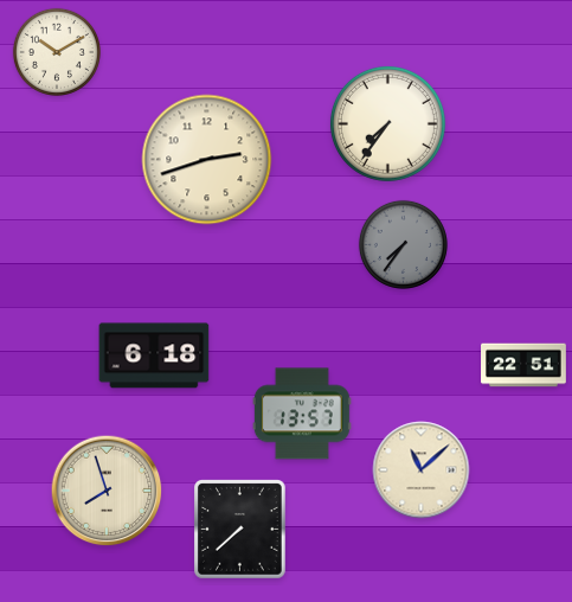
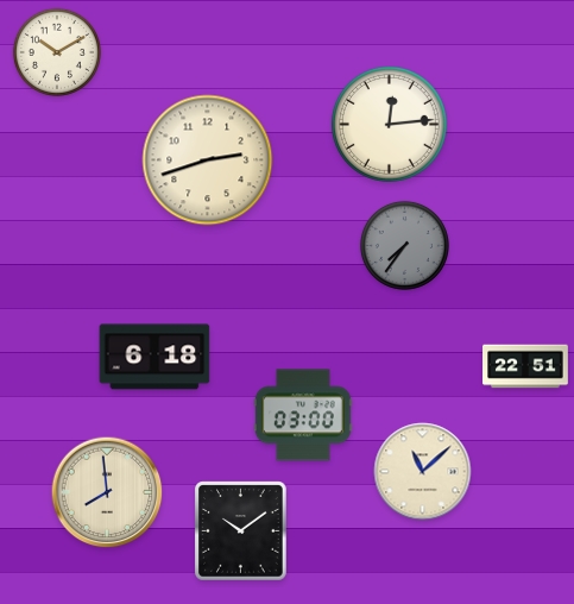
clock at (387, 123): 7:36 -> 12:14
clock at (302, 414): 13:57 -> 03:00
clock at (107, 491): 7:57 -> 7:59
clock at (240, 530): 7:38 -> 10:09
